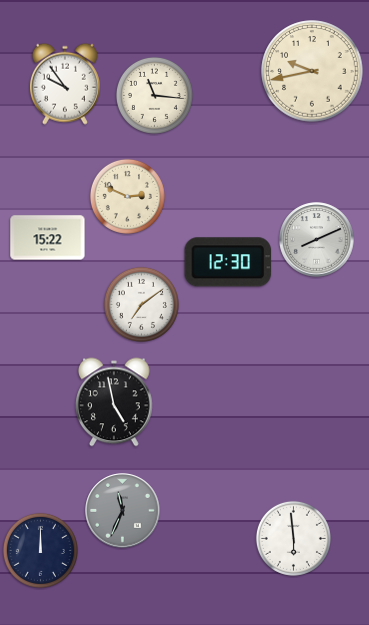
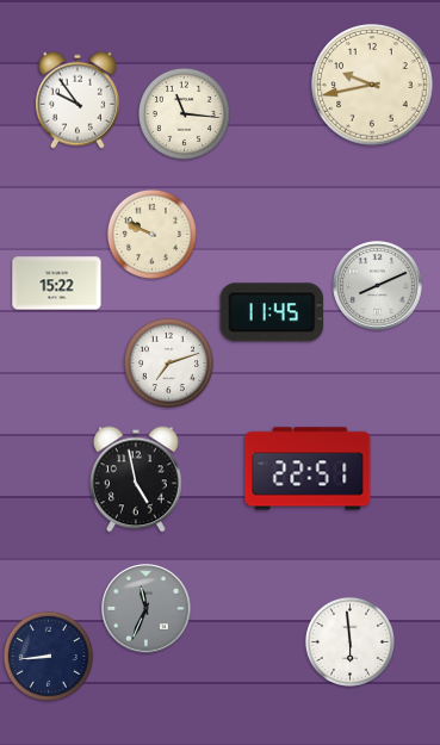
clock at (127, 196): 2:49 -> 9:49
clock at (228, 262): 12:30 -> 11:45
clock at (141, 304): 7:09 -> 7:12
clock at (308, 468): none -> 22:51
clock at (40, 550): 12:00 -> 8:44
